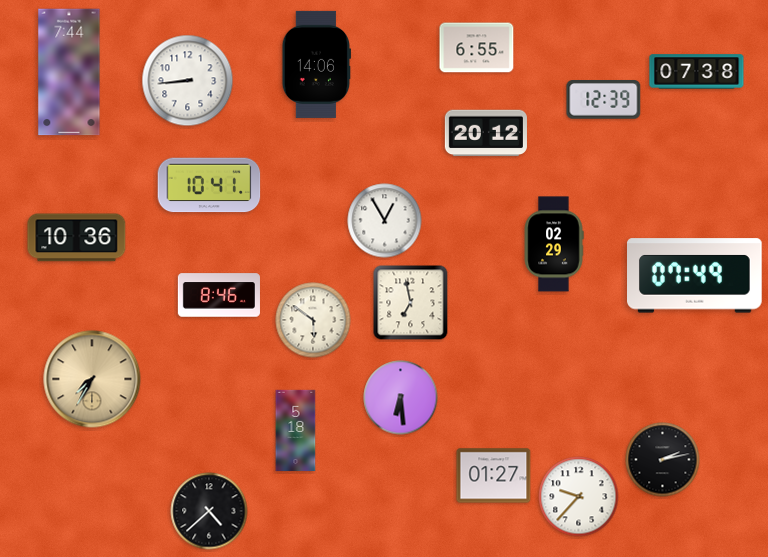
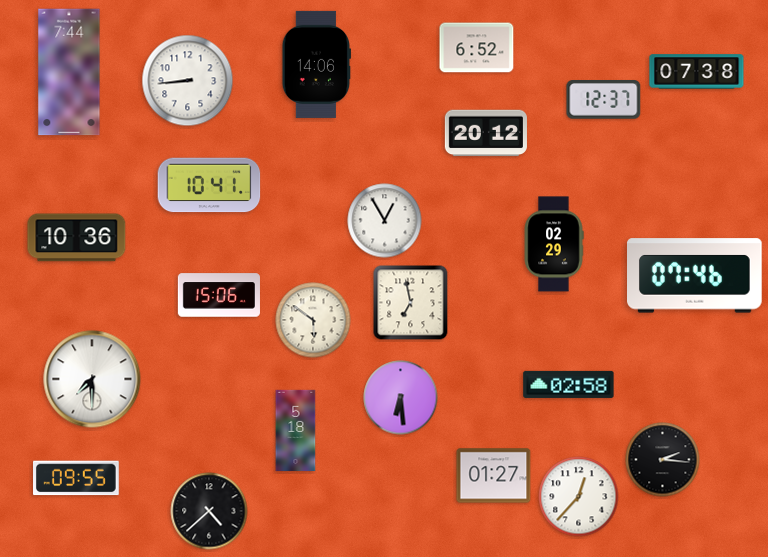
clock at (477, 48): 6:55 -> 6:52
clock at (604, 100): 12:39 -> 12:37
clock at (695, 276): 07:49 -> 07:46
clock at (219, 295): 8:46 -> 15:06
clock at (92, 379): 7:35 -> 7:30
clock at (92, 379) dial: champagne -> white
clock at (569, 384): none -> 02:58
clock at (663, 460): 2:13 -> 2:16
clock at (77, 478): none -> 09:55
clock at (579, 497): 9:37 -> 12:37
